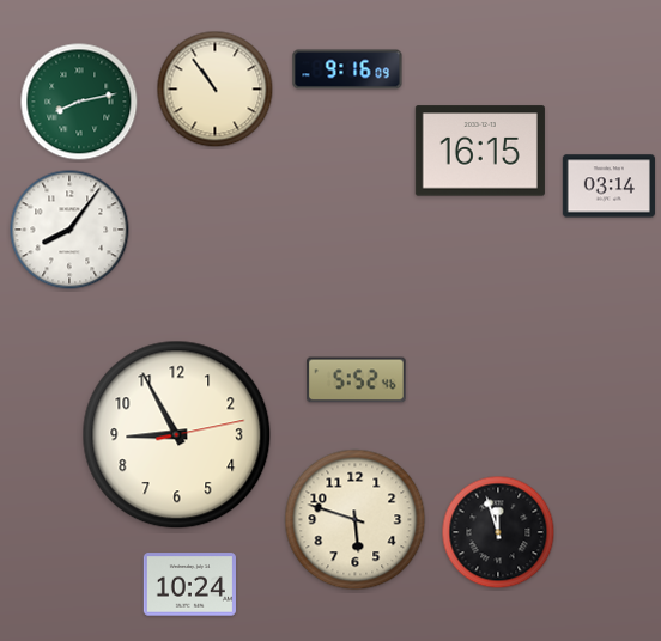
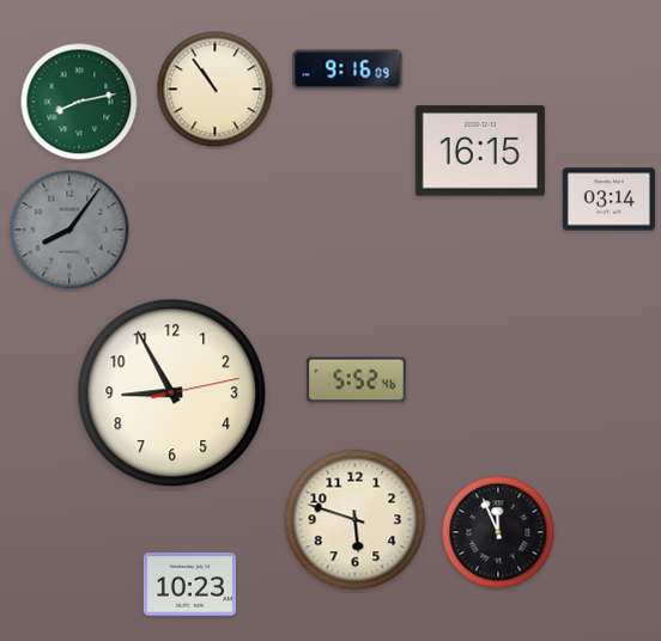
clock at (608, 187) position: (608, 187) -> (608, 200)
clock at (69, 230) dial: white -> grey
clock at (177, 435) position: (177, 435) -> (172, 393)
clock at (498, 532): 11:57 -> 11:56
clock at (189, 585): 10:24 -> 10:23
